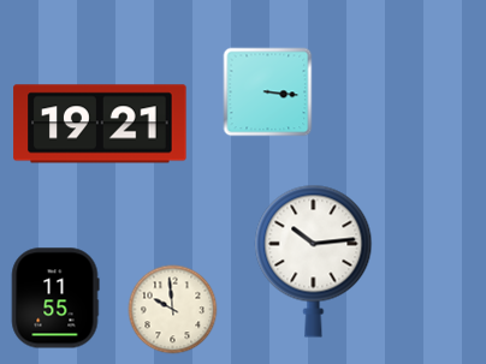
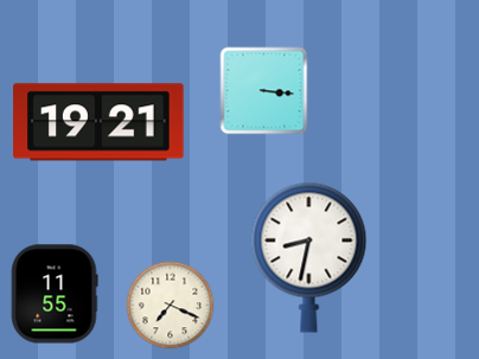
clock at (314, 261): 10:14 -> 8:32
clock at (173, 310): 9:59 -> 7:19
